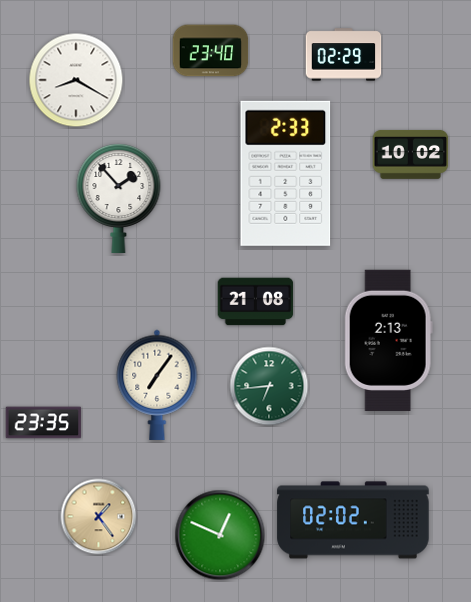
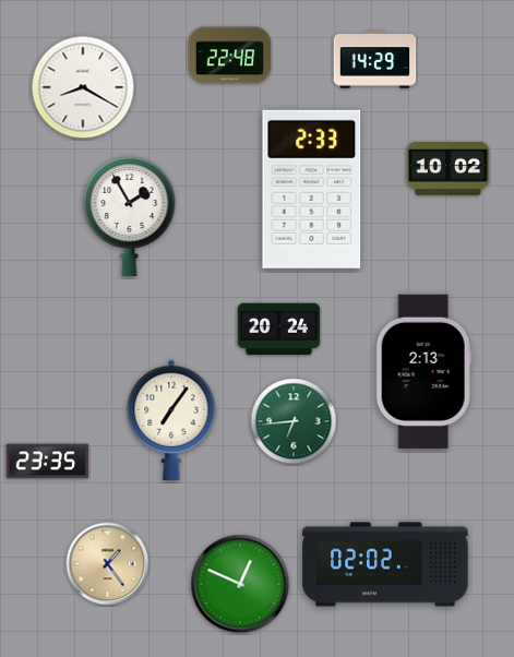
clock at (211, 51): 23:40 -> 22:48
clock at (344, 55): 02:29 -> 14:29
clock at (119, 197): 1:53 -> 1:55
clock at (256, 302): 21:08 -> 20:24
clock at (353, 520) position: (353, 520) -> (385, 564)
